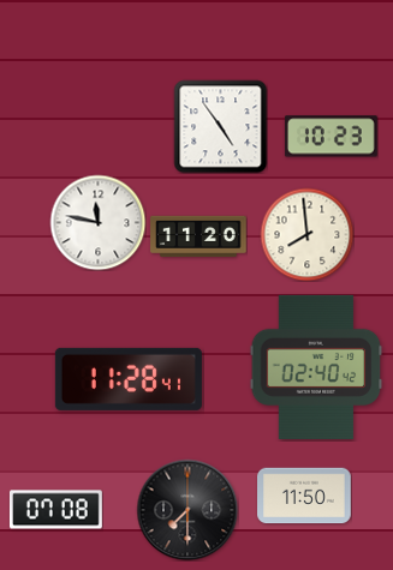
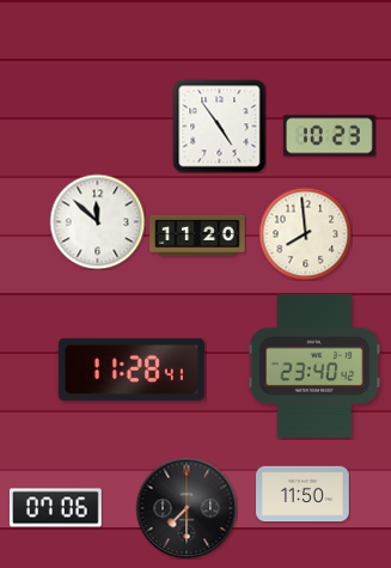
clock at (97, 222): 11:47 -> 11:52
clock at (316, 367): 02:40 -> 23:40
clock at (129, 379) position: (129, 379) -> (132, 369)
clock at (55, 510): 07:08 -> 07:06
